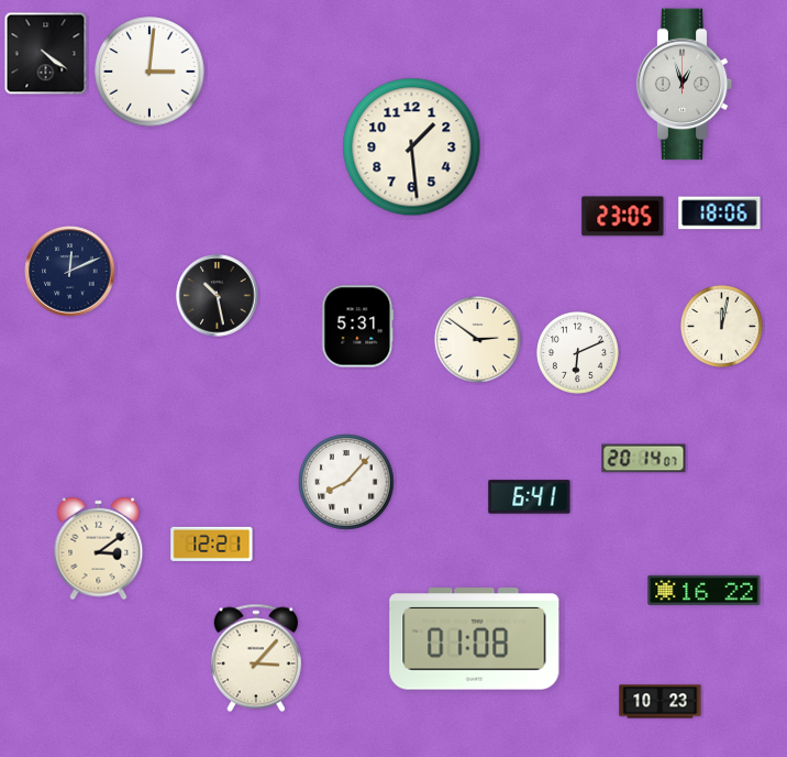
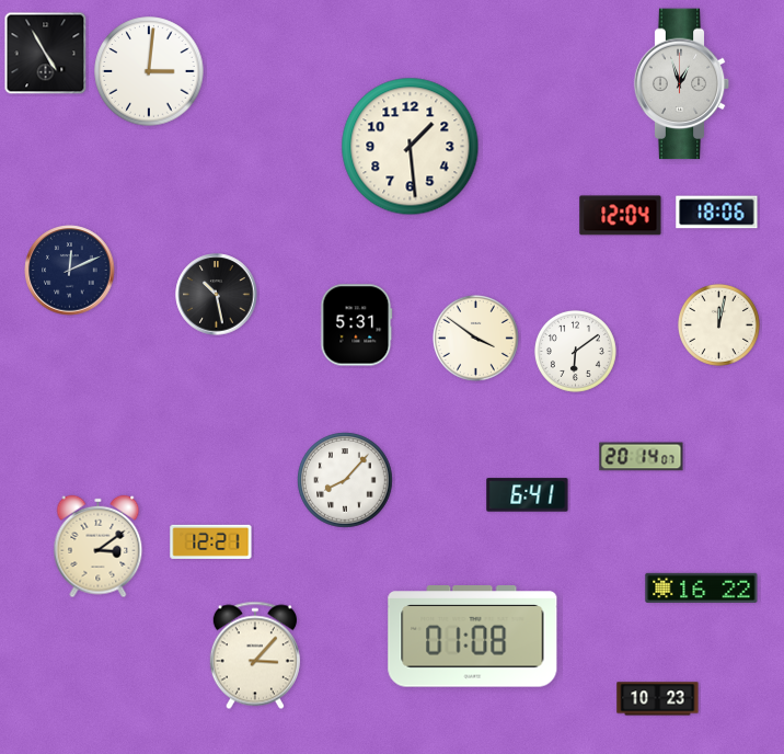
clock at (46, 54): 4:21 -> 4:55
clock at (623, 217): 23:05 -> 12:04
clock at (478, 340): 2:51 -> 3:51
clock at (577, 352): 6:11 -> 6:09
